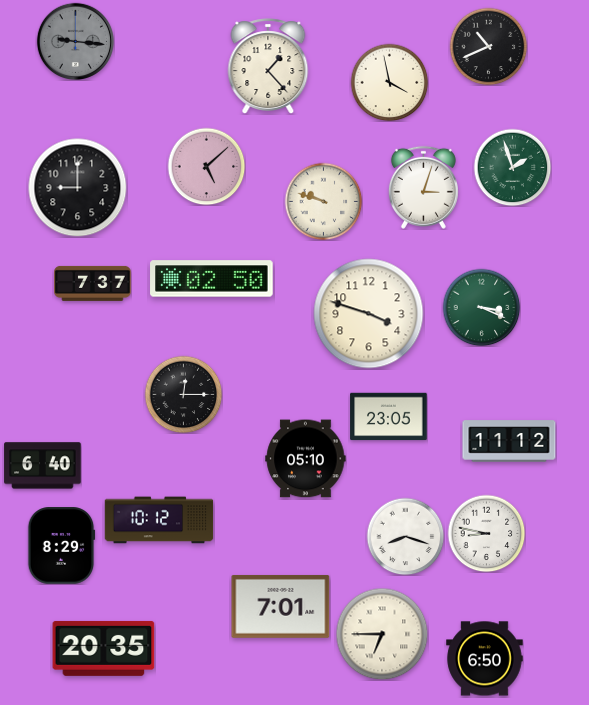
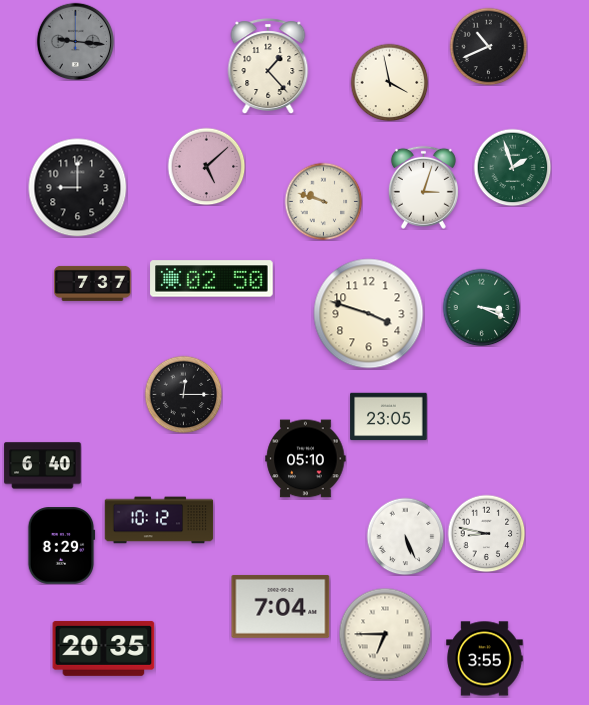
clock at (509, 441): 11:12 -> none
clock at (405, 536): 8:18 -> 5:26
clock at (281, 606): 7:01 -> 7:04
clock at (382, 634) position: (382, 634) -> (385, 634)
clock at (485, 659): 6:50 -> 3:55
